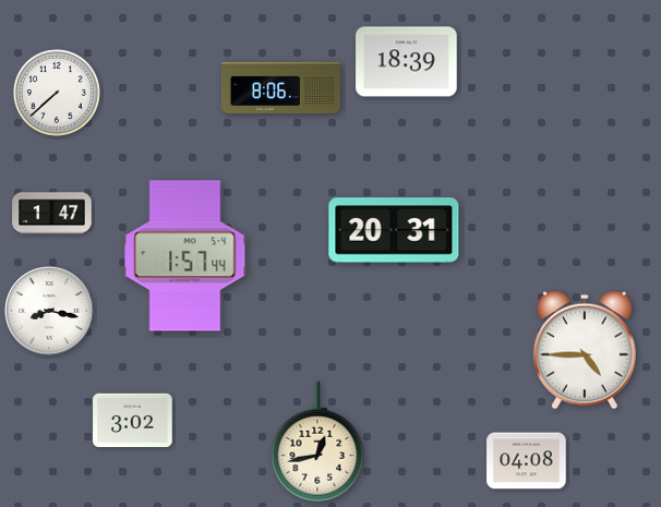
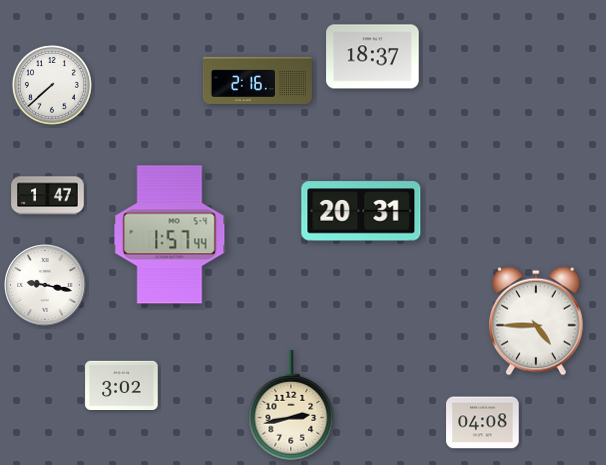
clock at (407, 62): 18:39 -> 18:37
clock at (280, 87): 8:06 -> 2:16
clock at (49, 311): 8:17 -> 9:17
clock at (317, 442): 12:43 -> 2:43
